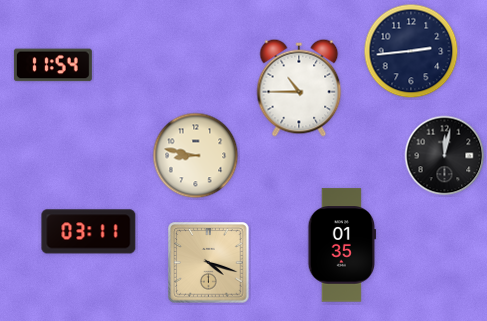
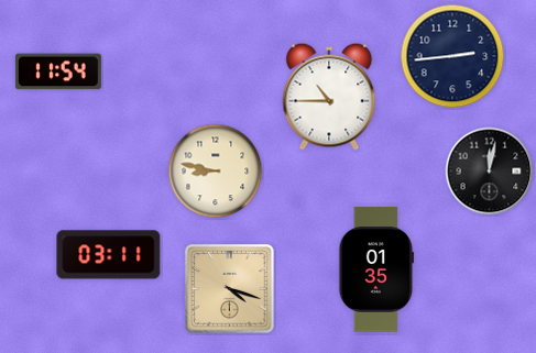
clock at (89, 232) position: (89, 232) -> (109, 255)
